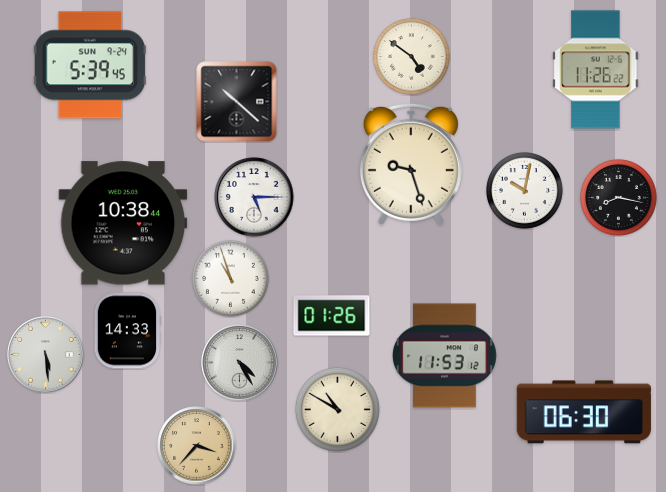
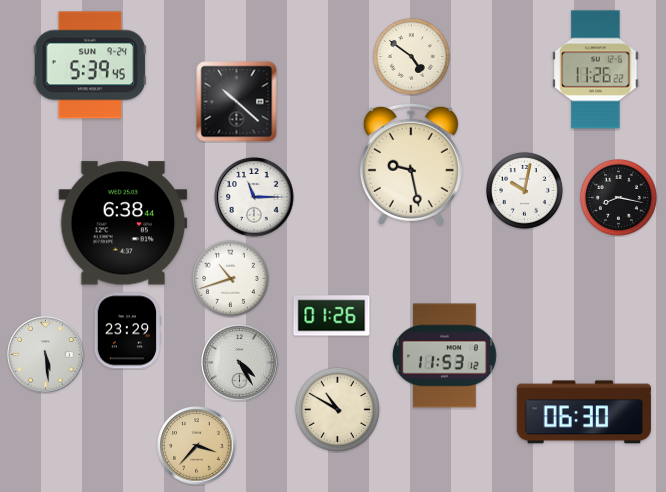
clock at (411, 164): 9:27 -> 9:28
clock at (254, 197): 5:15 -> 11:15
clock at (123, 223): 10:38 -> 6:38
clock at (230, 278): 10:57 -> 10:42
clock at (127, 331): 14:33 -> 23:29
